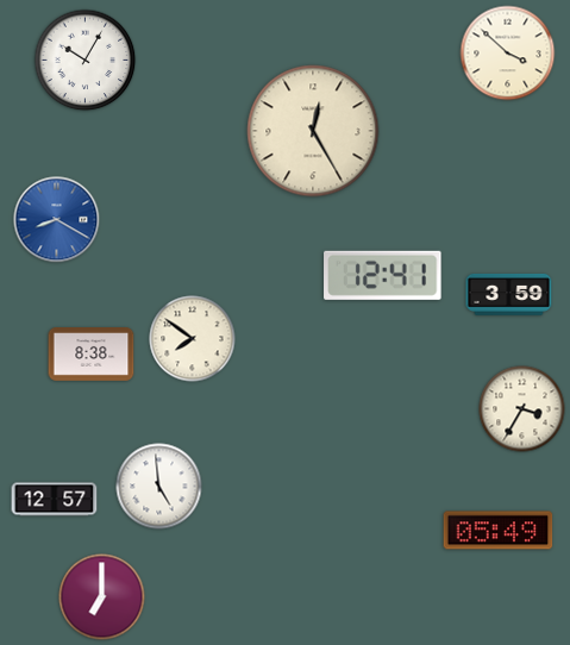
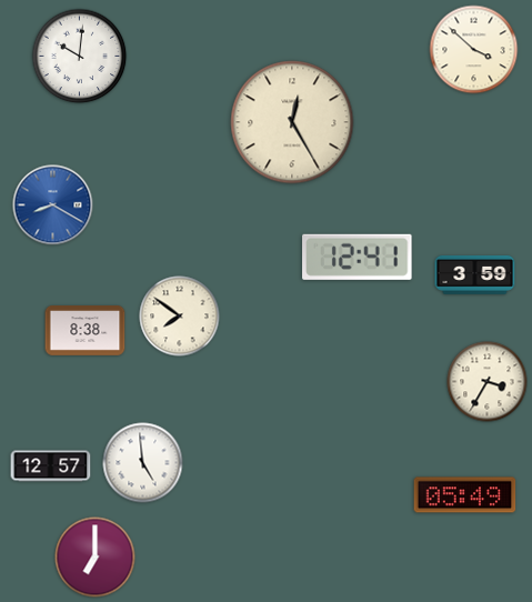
clock at (86, 61): 10:05 -> 10:01
clock at (159, 487) position: (159, 487) -> (143, 463)
